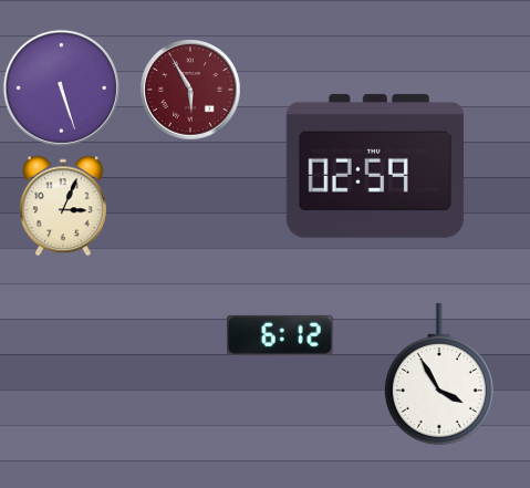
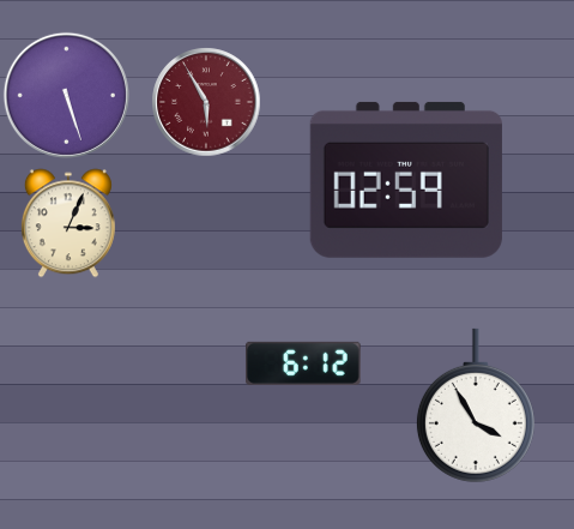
clock at (190, 90) position: (190, 90) -> (206, 102)
